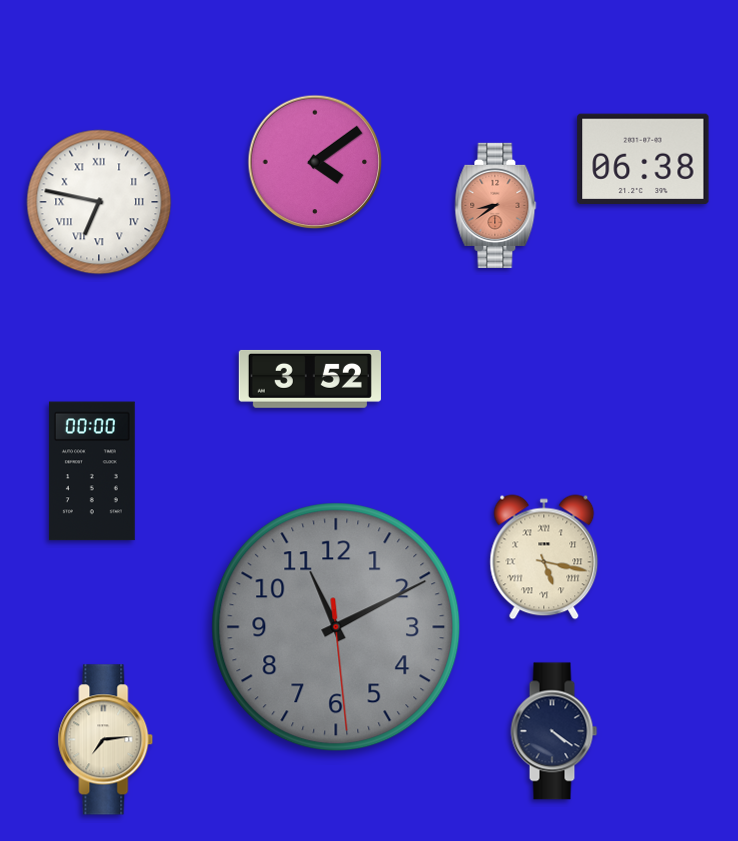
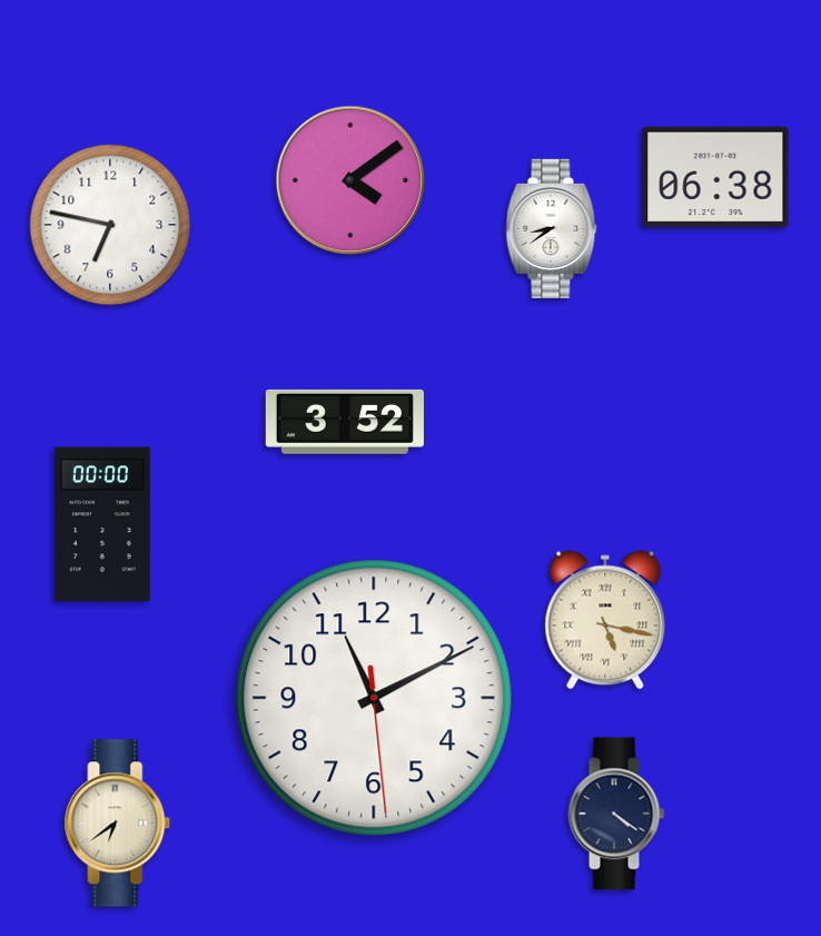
clock at (99, 202) numerals: Roman -> Arabic
clock at (496, 205) dial: salmon -> white
clock at (336, 627) dial: grey -> white
clock at (106, 740): 7:14 -> 6:39
